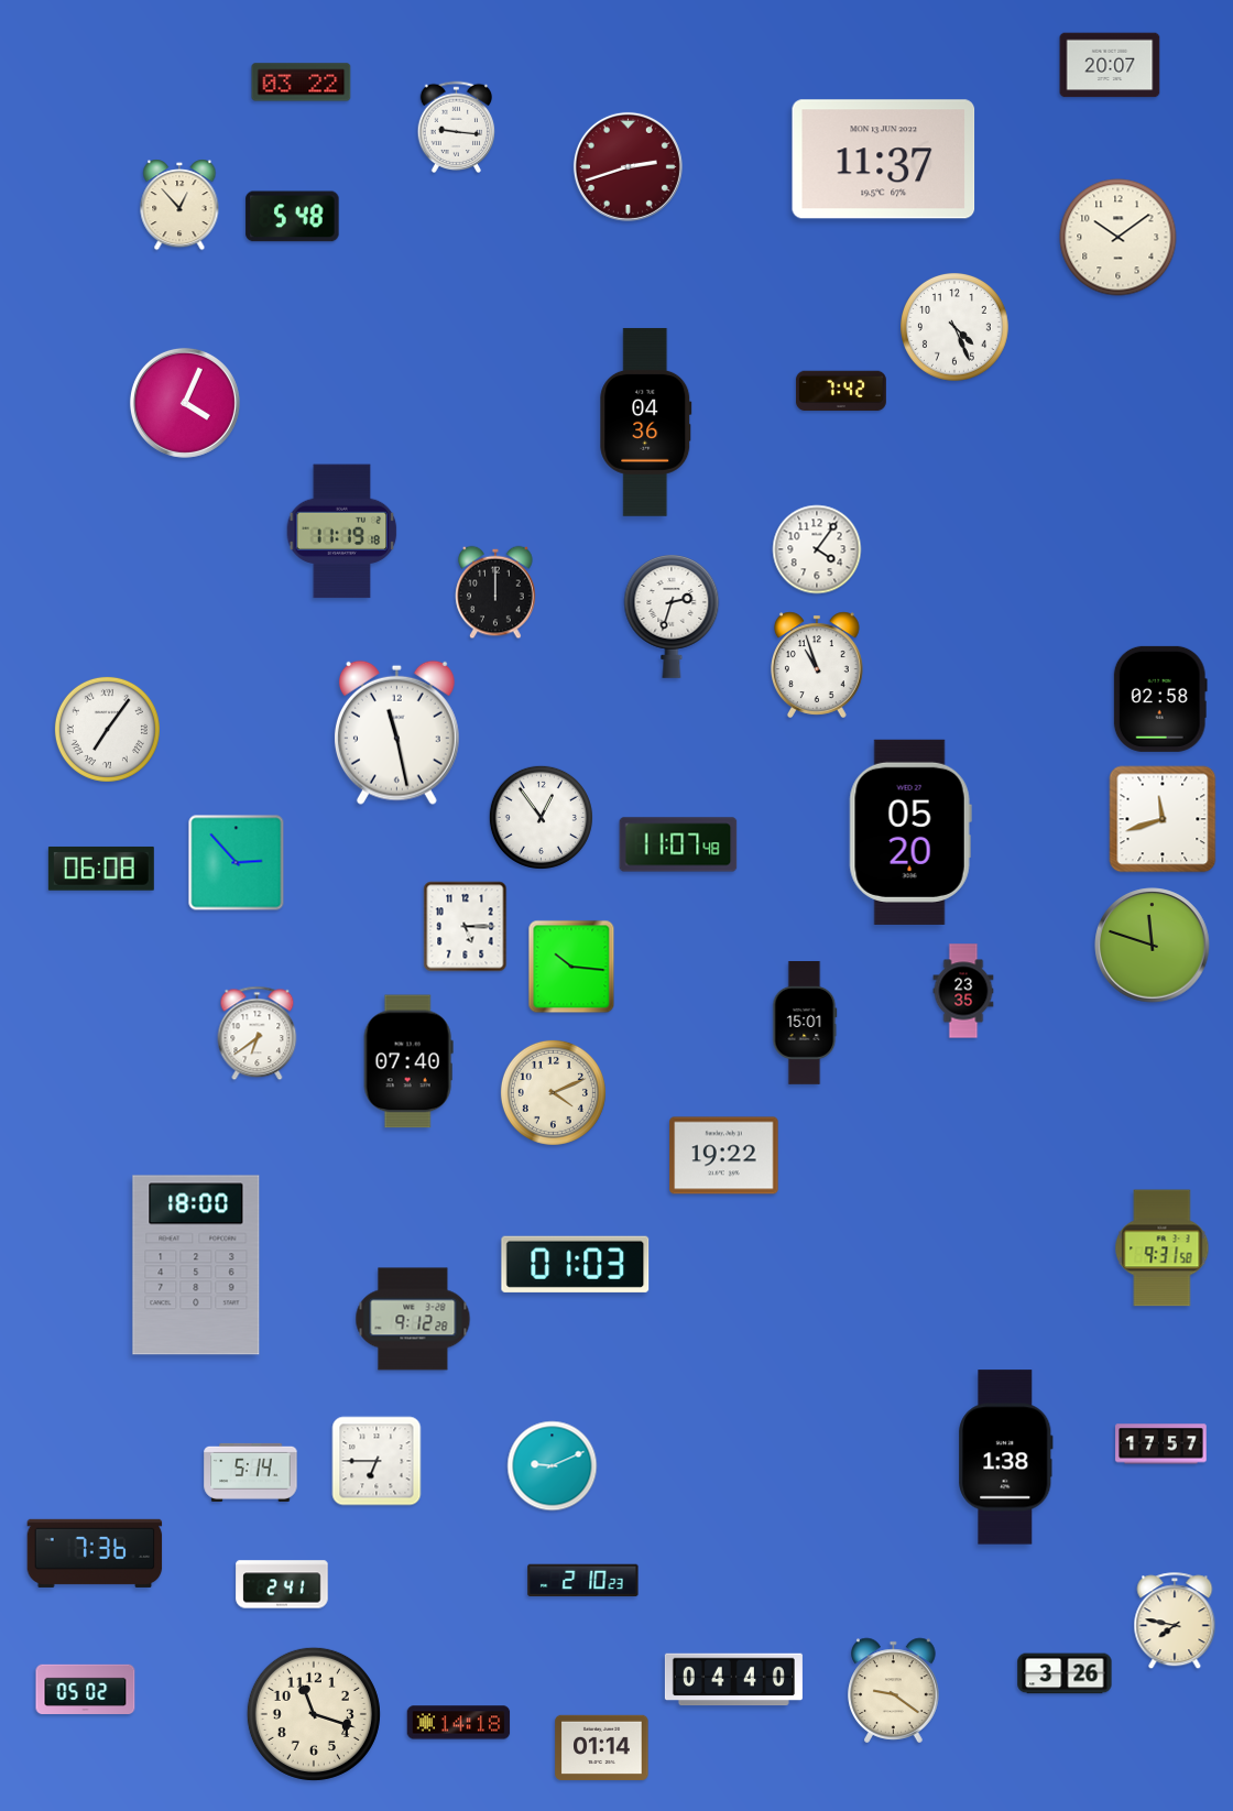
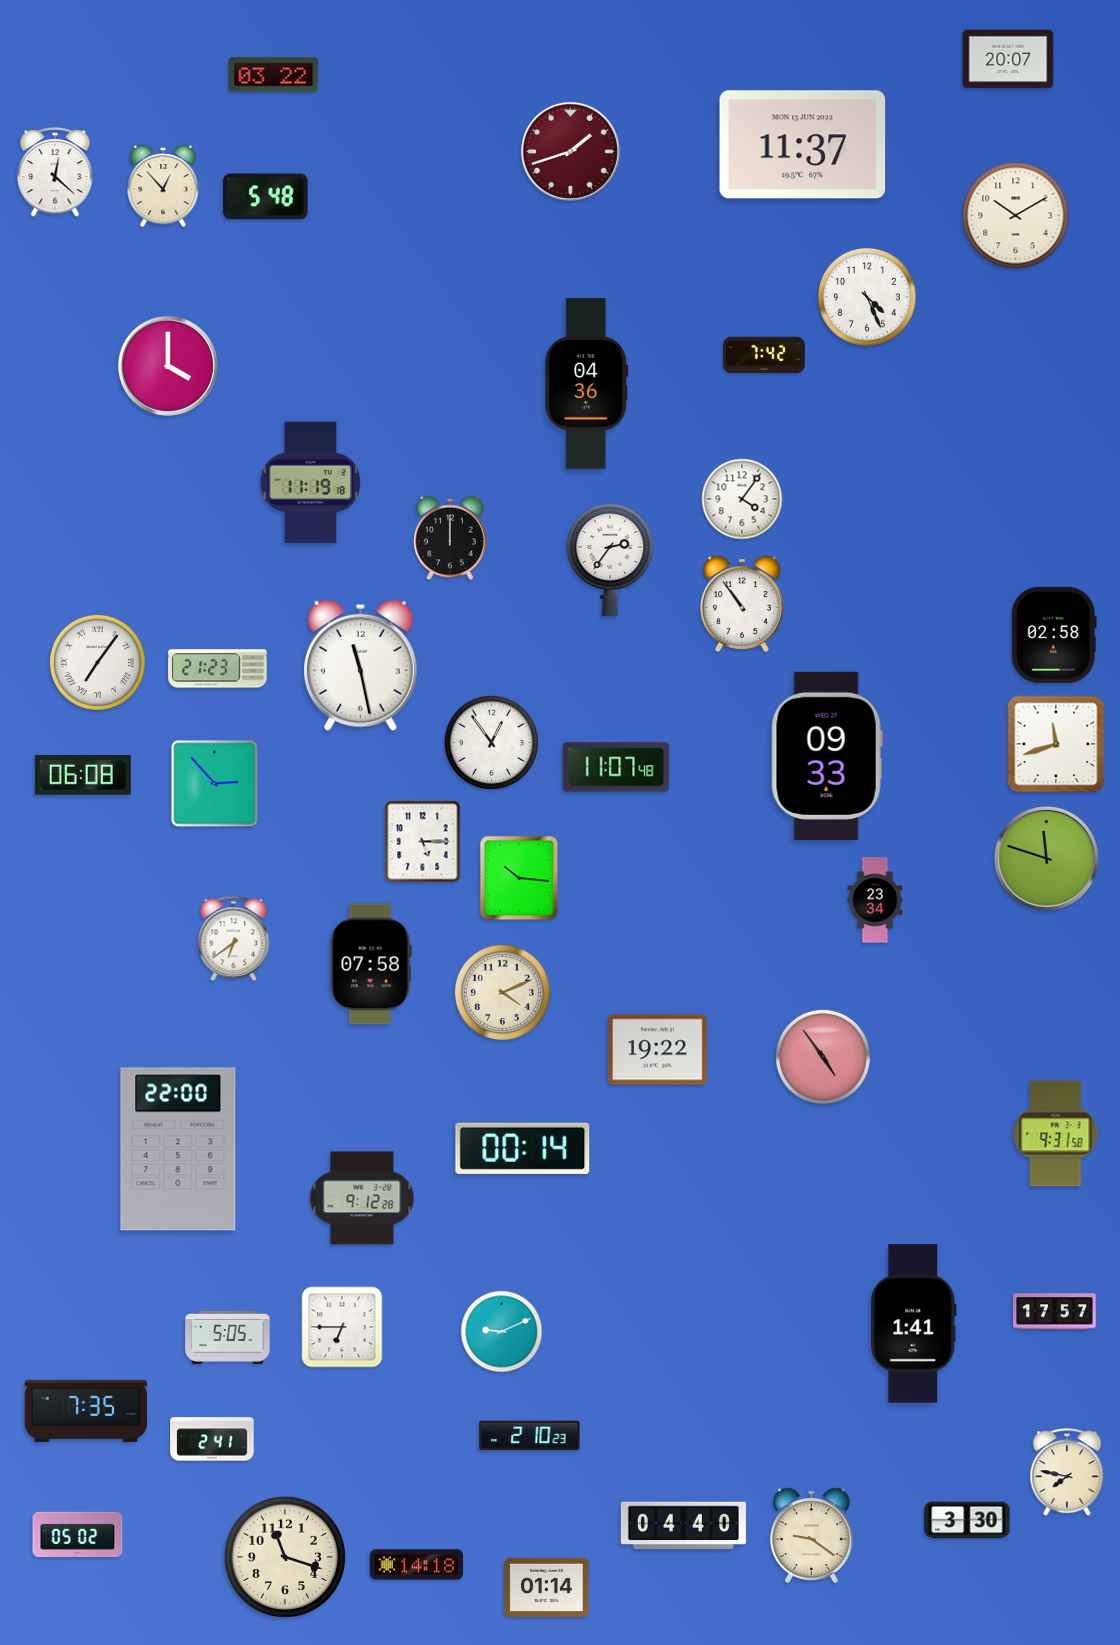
clock at (457, 127): 9:16 -> none
clock at (628, 166): 2:42 -> 1:42
clock at (55, 173): none -> 12:22
clock at (1119, 238): 10:09 -> 10:10
clock at (185, 403): 4:04 -> 4:00
clock at (672, 617): 2:33 -> 2:36
clock at (818, 665): 10:57 -> 10:54
clock at (218, 669): none -> 21:23
clock at (910, 832): 05:20 -> 09:33
clock at (101, 869) position: (101, 869) -> (83, 775)
clock at (963, 991): 23:35 -> 23:34
clock at (805, 1024): 15:01 -> none
clock at (408, 1061): 07:40 -> 07:58
clock at (823, 1057): none -> 4:54
clock at (576, 1264): 01:03 -> 00:14
clock at (196, 1265): 18:00 -> 22:00
clock at (413, 1319) position: (413, 1319) -> (362, 1198)
clock at (1006, 1458): 1:38 -> 1:41
clock at (251, 1472): 5:14 -> 5:05
clock at (95, 1553): 7:36 -> 7:35
clock at (282, 1584) position: (282, 1584) -> (212, 1439)
clock at (1065, 1673): 3:26 -> 3:30
clock at (733, 1680) position: (733, 1680) -> (683, 1526)
